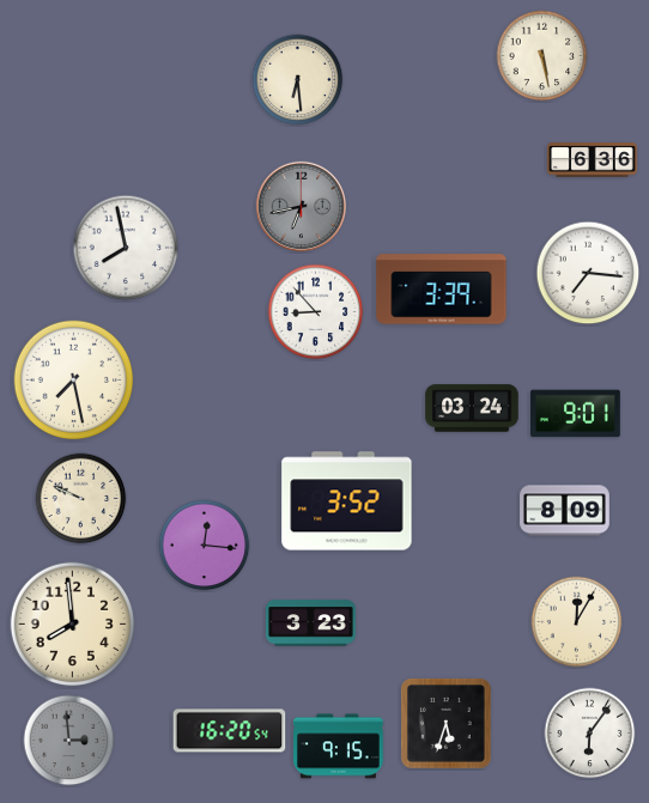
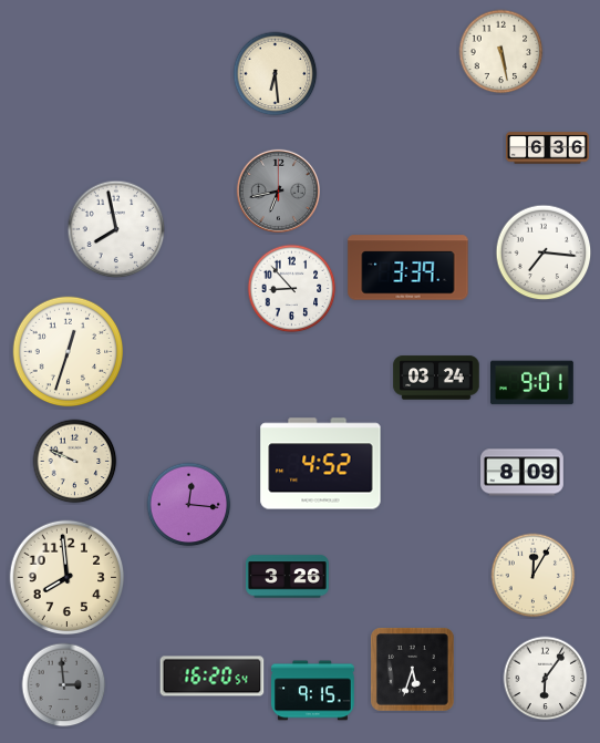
clock at (74, 381): 7:28 -> 12:33
clock at (347, 501): 3:52 -> 4:52
clock at (311, 623): 3:23 -> 3:26
